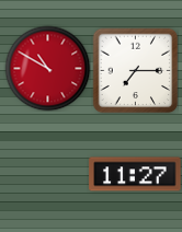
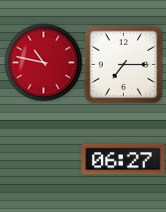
clock at (47, 68): 10:50 -> 10:47
clock at (135, 174): 11:27 -> 06:27
